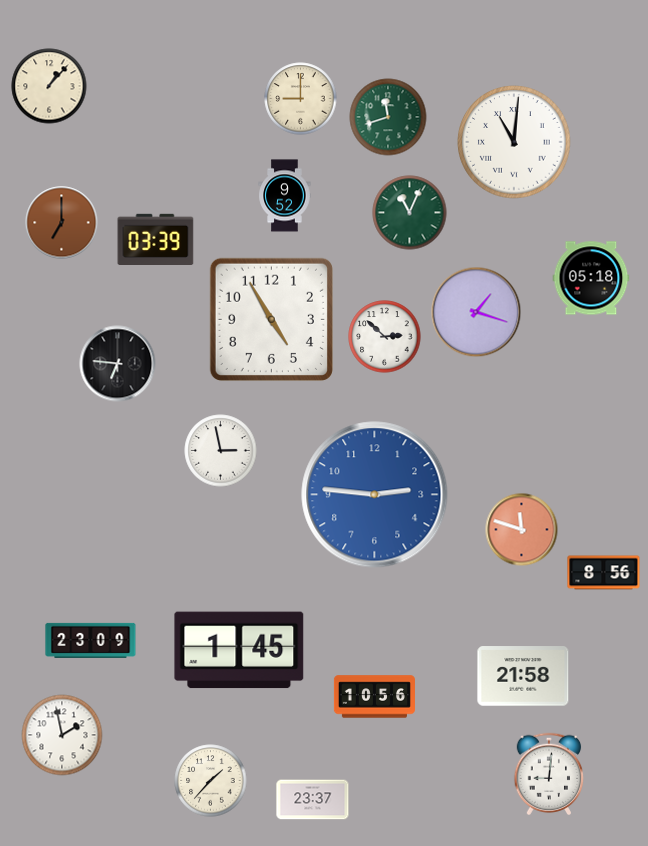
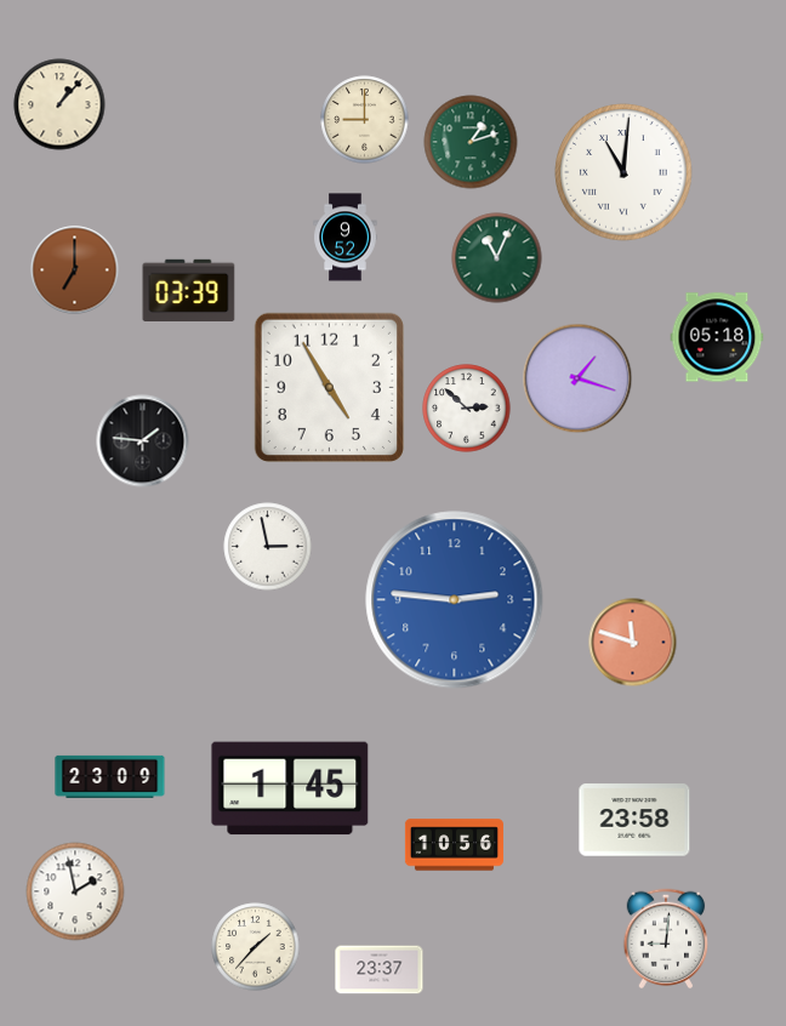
clock at (388, 117): 11:42 -> 1:12
clock at (118, 364): 6:46 -> 1:46
clock at (604, 573): 8:56 -> none
clock at (523, 676): 21:58 -> 23:58
